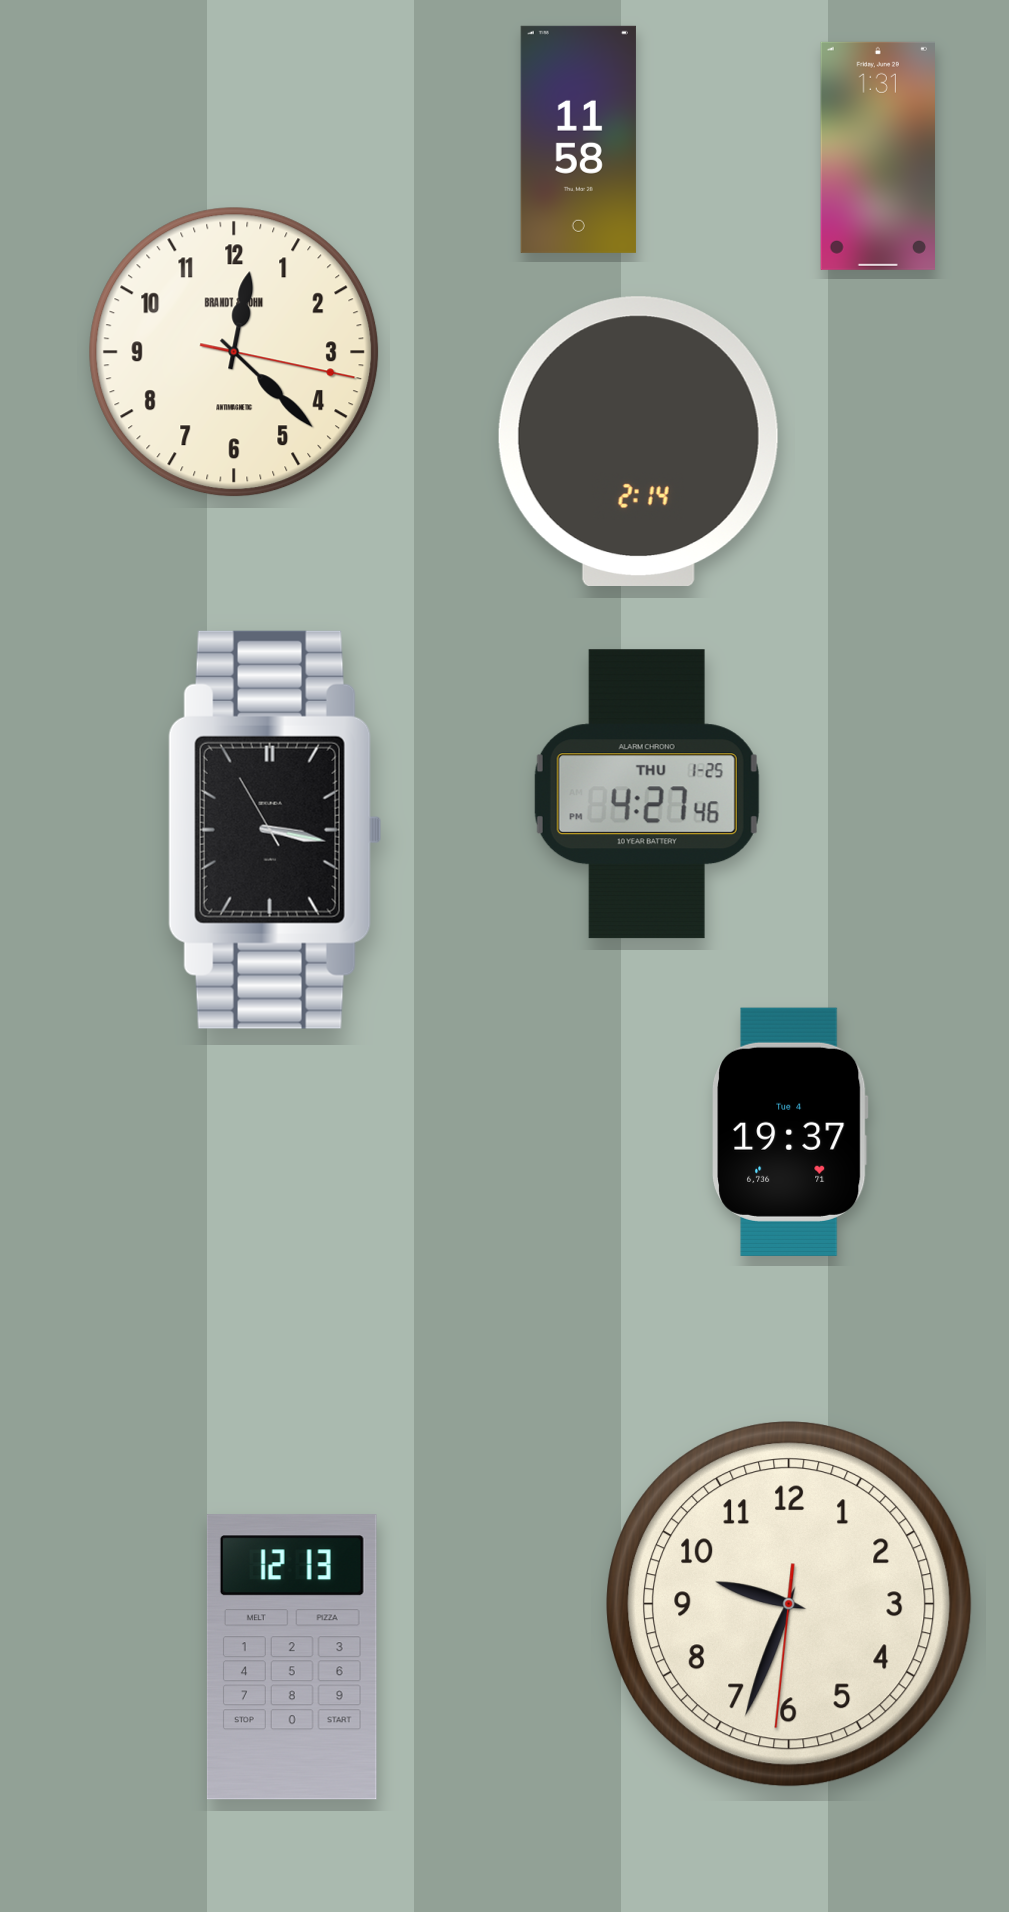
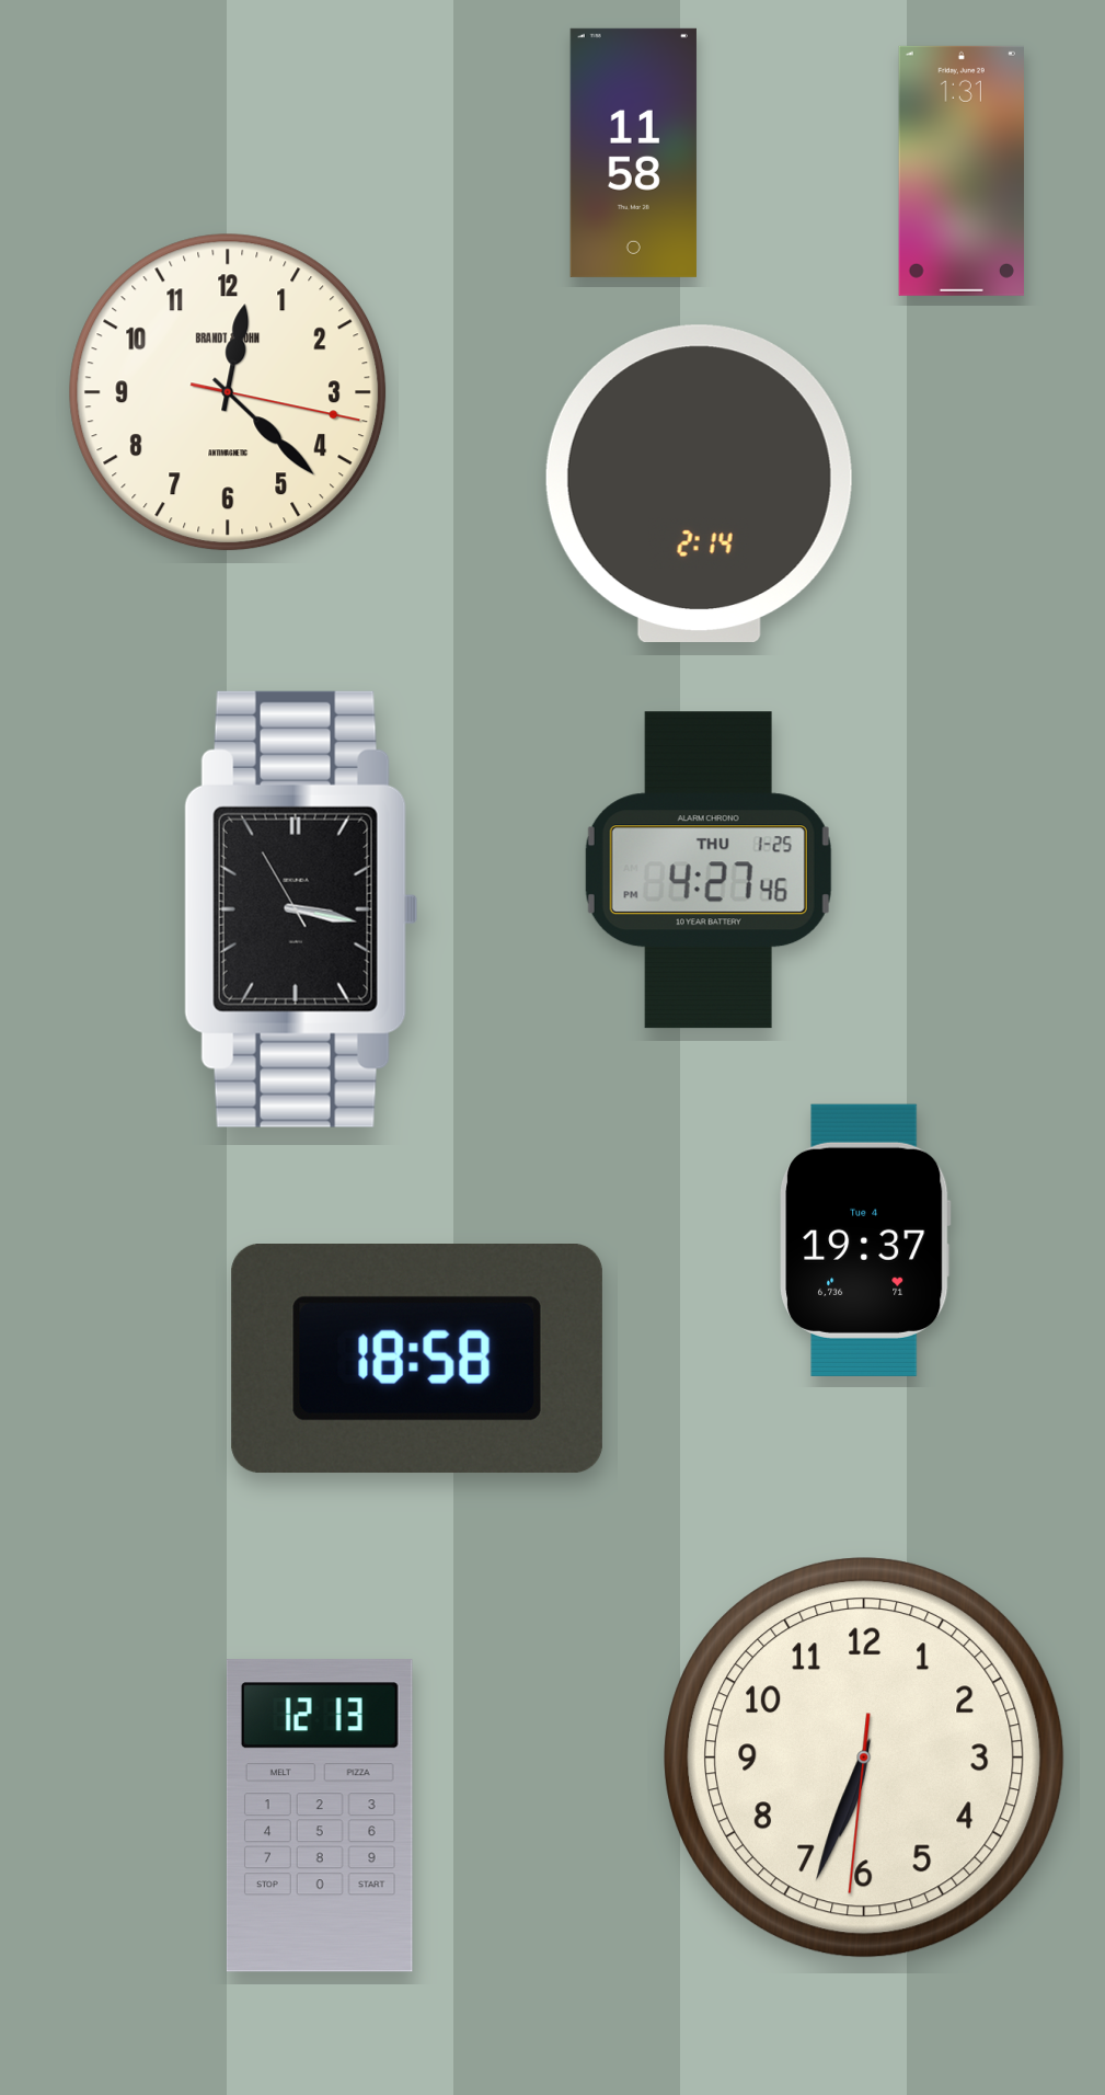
clock at (234, 352) position: (234, 352) -> (228, 392)
clock at (417, 1360): none -> 18:58
clock at (790, 1605): 9:33 -> 6:33
